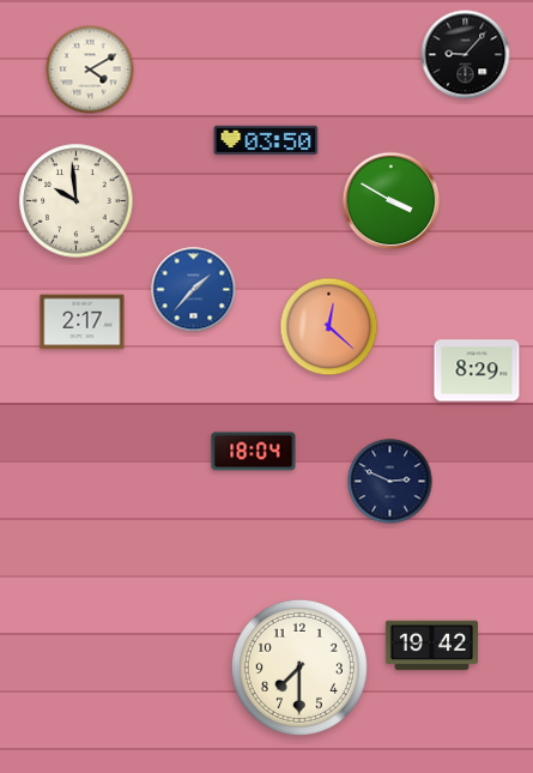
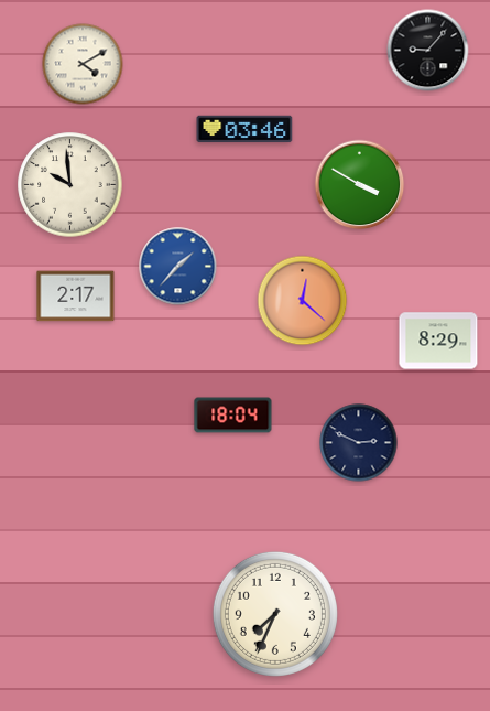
clock at (266, 140): 03:50 -> 03:46
clock at (431, 646): 19:42 -> none
clock at (299, 668): 7:30 -> 7:34
